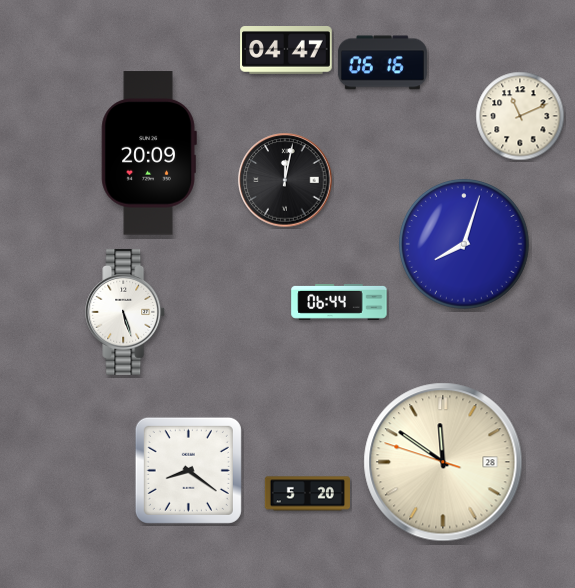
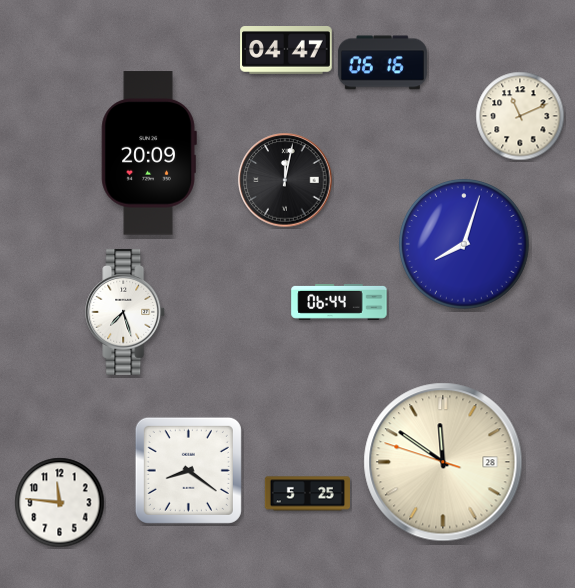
clock at (126, 312): 5:27 -> 7:27
clock at (307, 494): 5:20 -> 5:25
clock at (60, 503): none -> 11:46
